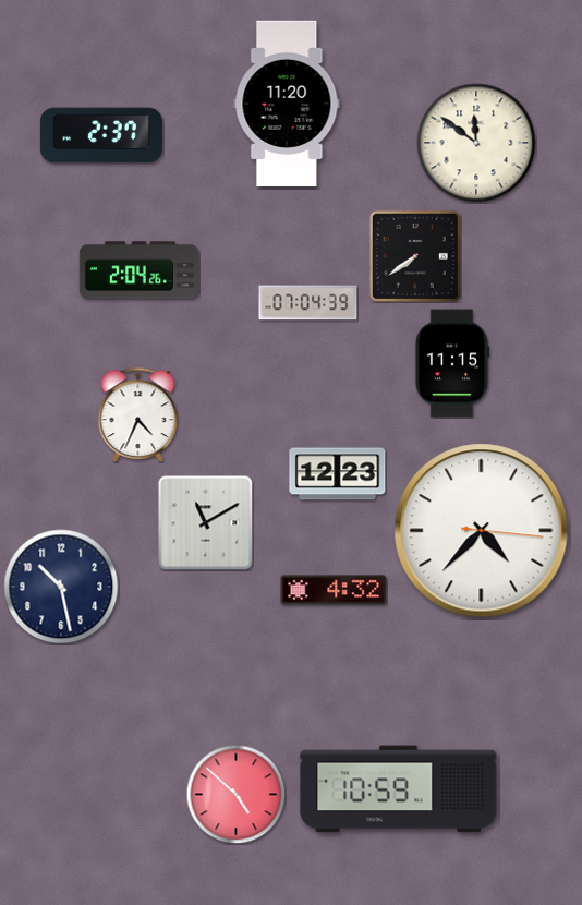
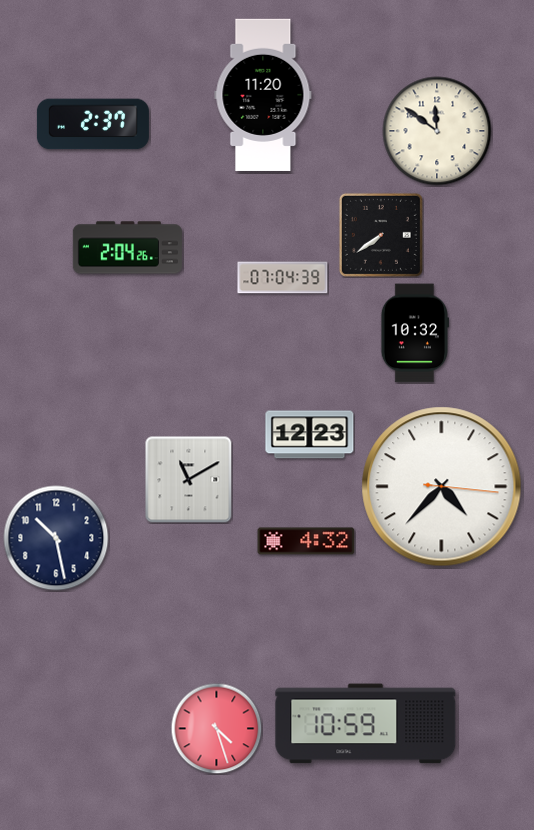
clock at (451, 363): 11:15 -> 10:32
clock at (138, 414): 4:34 -> none
clock at (235, 794): 4:52 -> 4:27
